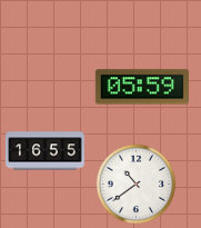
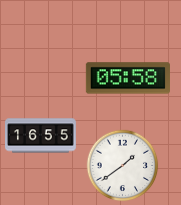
clock at (142, 87): 05:59 -> 05:58
clock at (137, 185): 10:39 -> 1:39
